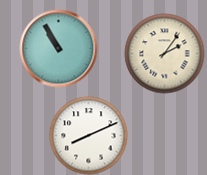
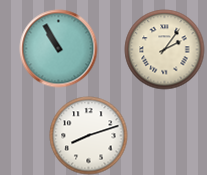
clock at (164, 53) position: (164, 53) -> (164, 49)
clock at (88, 135): 8:11 -> 8:12
